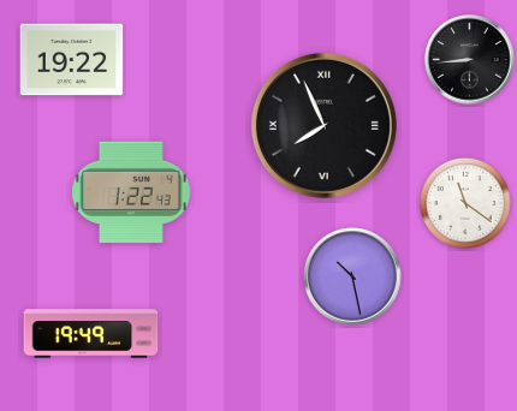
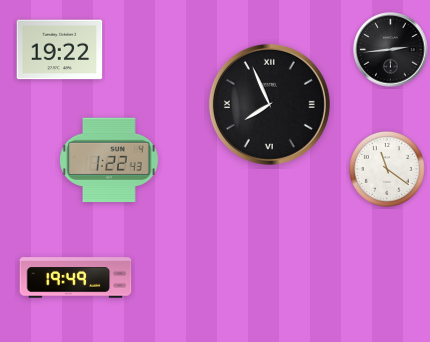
clock at (470, 60): 8:44 -> 2:44
clock at (352, 276): 10:28 -> none
